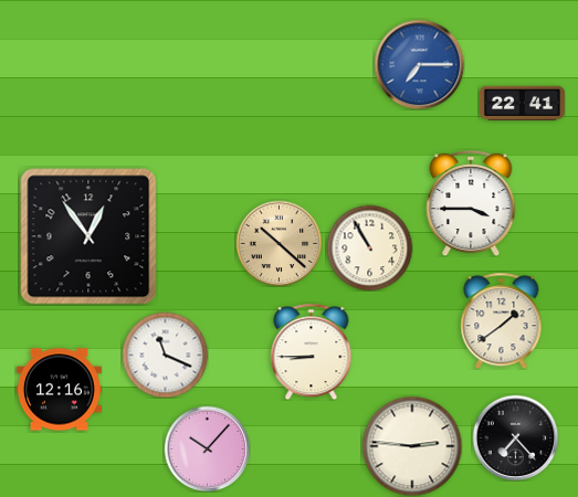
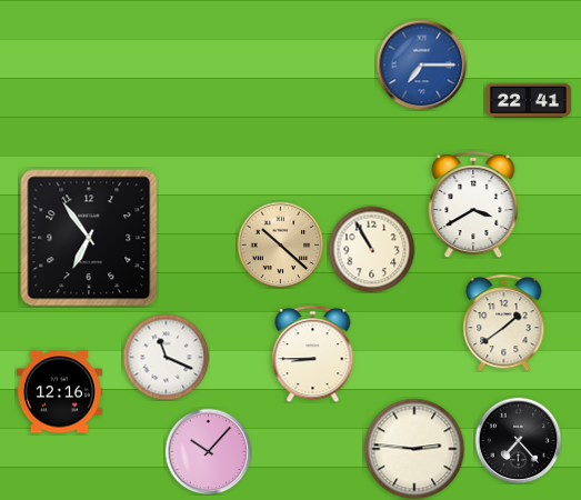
clock at (522, 104) position: (522, 104) -> (528, 101)
clock at (471, 203): 3:45 -> 3:40
clock at (88, 236): 12:54 -> 6:54
